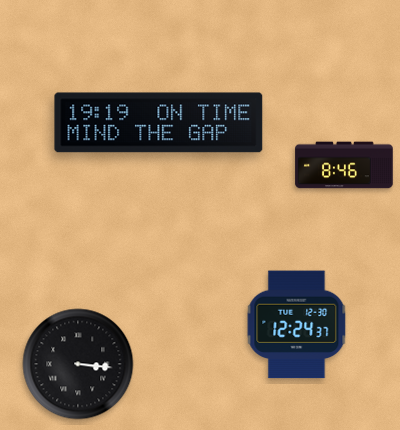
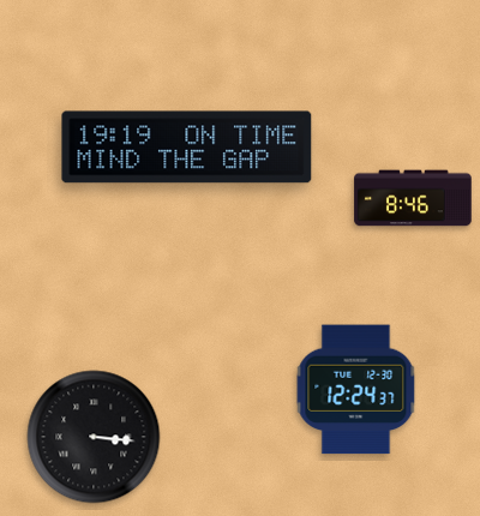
clock at (159, 123) position: (159, 123) -> (187, 148)
